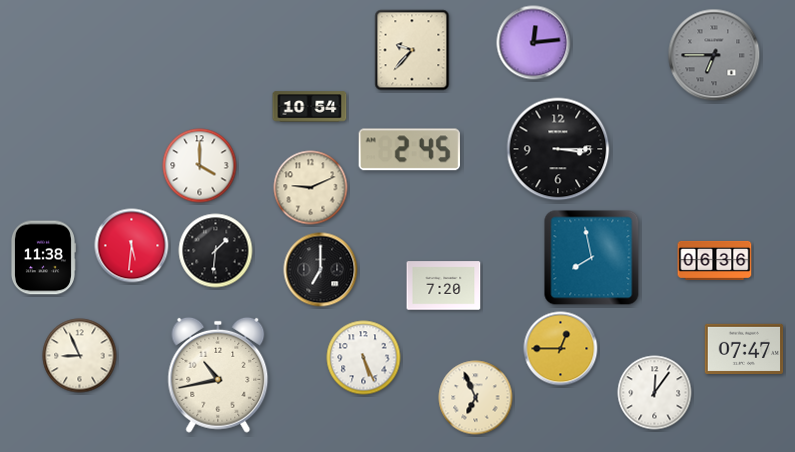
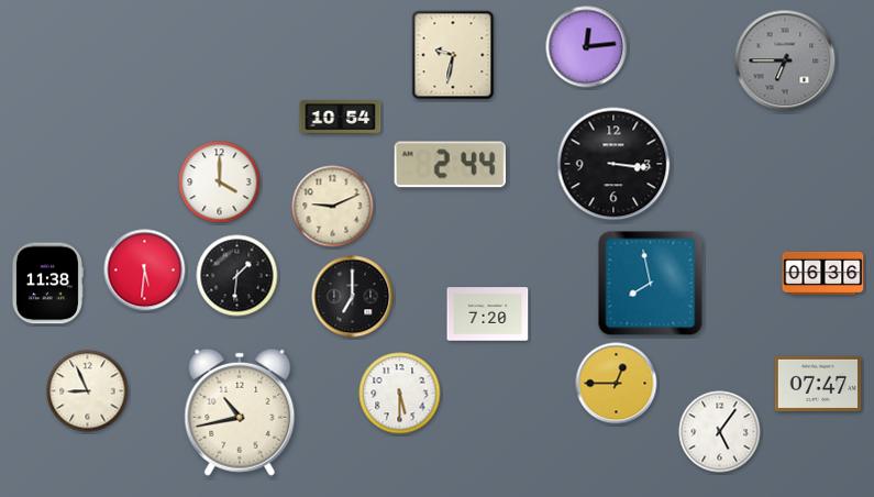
clock at (412, 50): 9:37 -> 9:32
clock at (558, 149): 3:15 -> 3:16
clock at (409, 150): 2:45 -> 2:44
clock at (311, 188) position: (311, 188) -> (333, 207)
clock at (715, 260) position: (715, 260) -> (823, 273)
clock at (364, 358): 5:26 -> 5:30
clock at (655, 393): 12:06 -> 5:06
clock at (476, 398): 6:56 -> none
